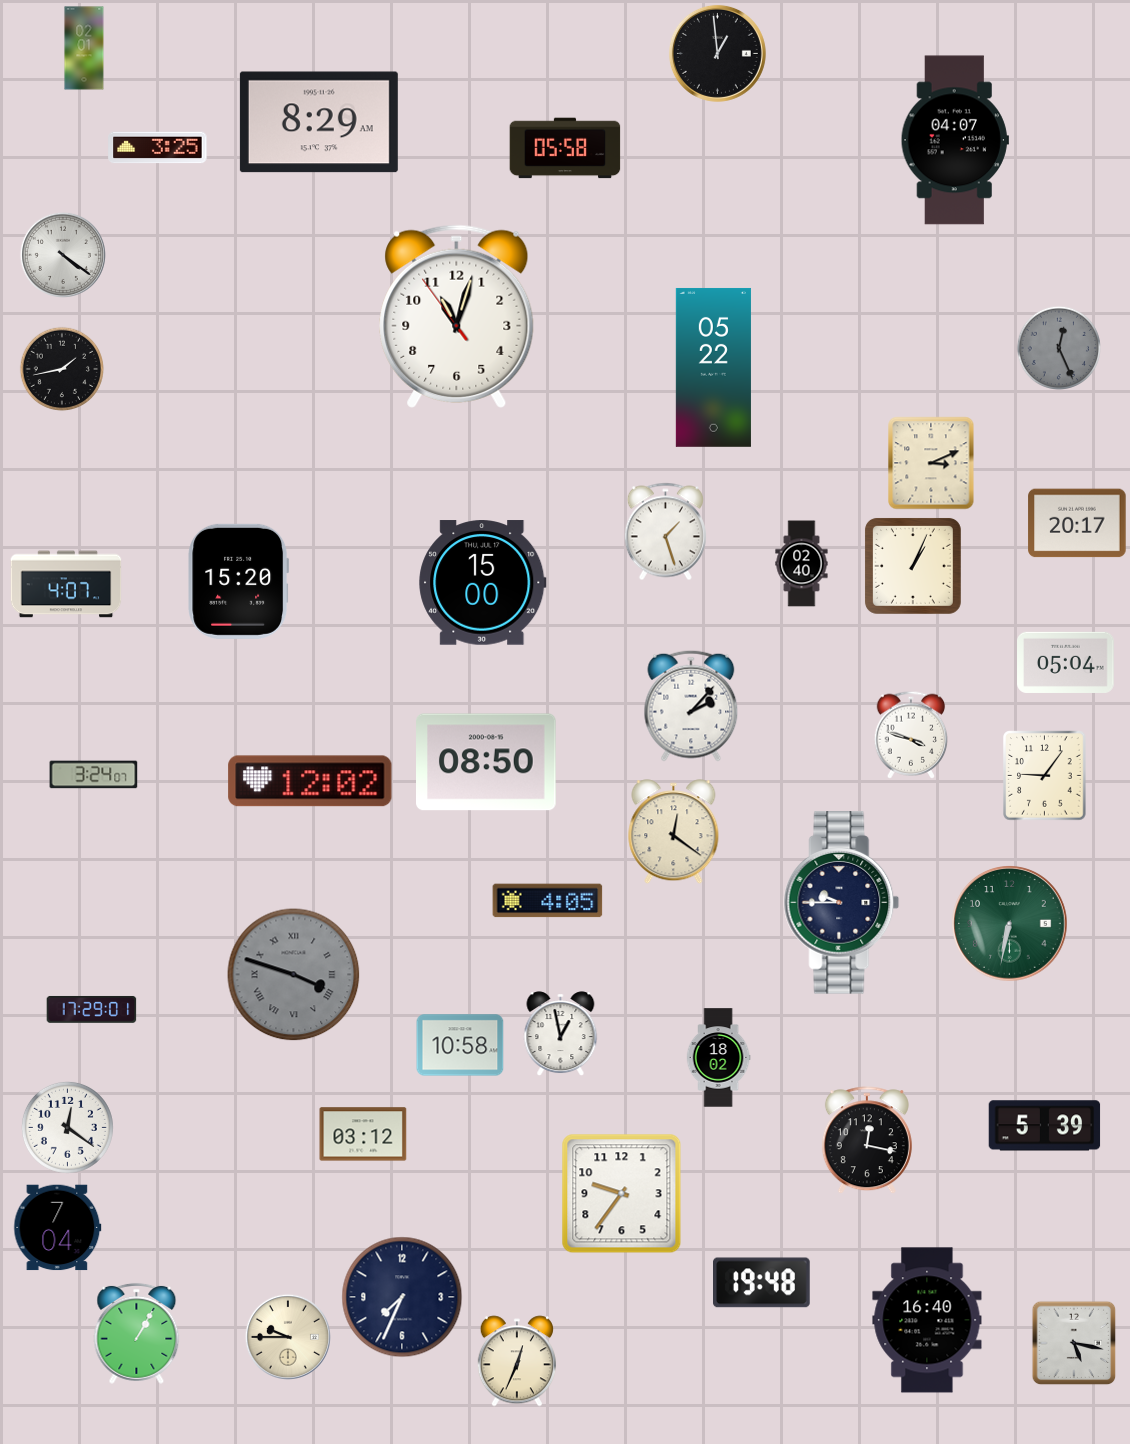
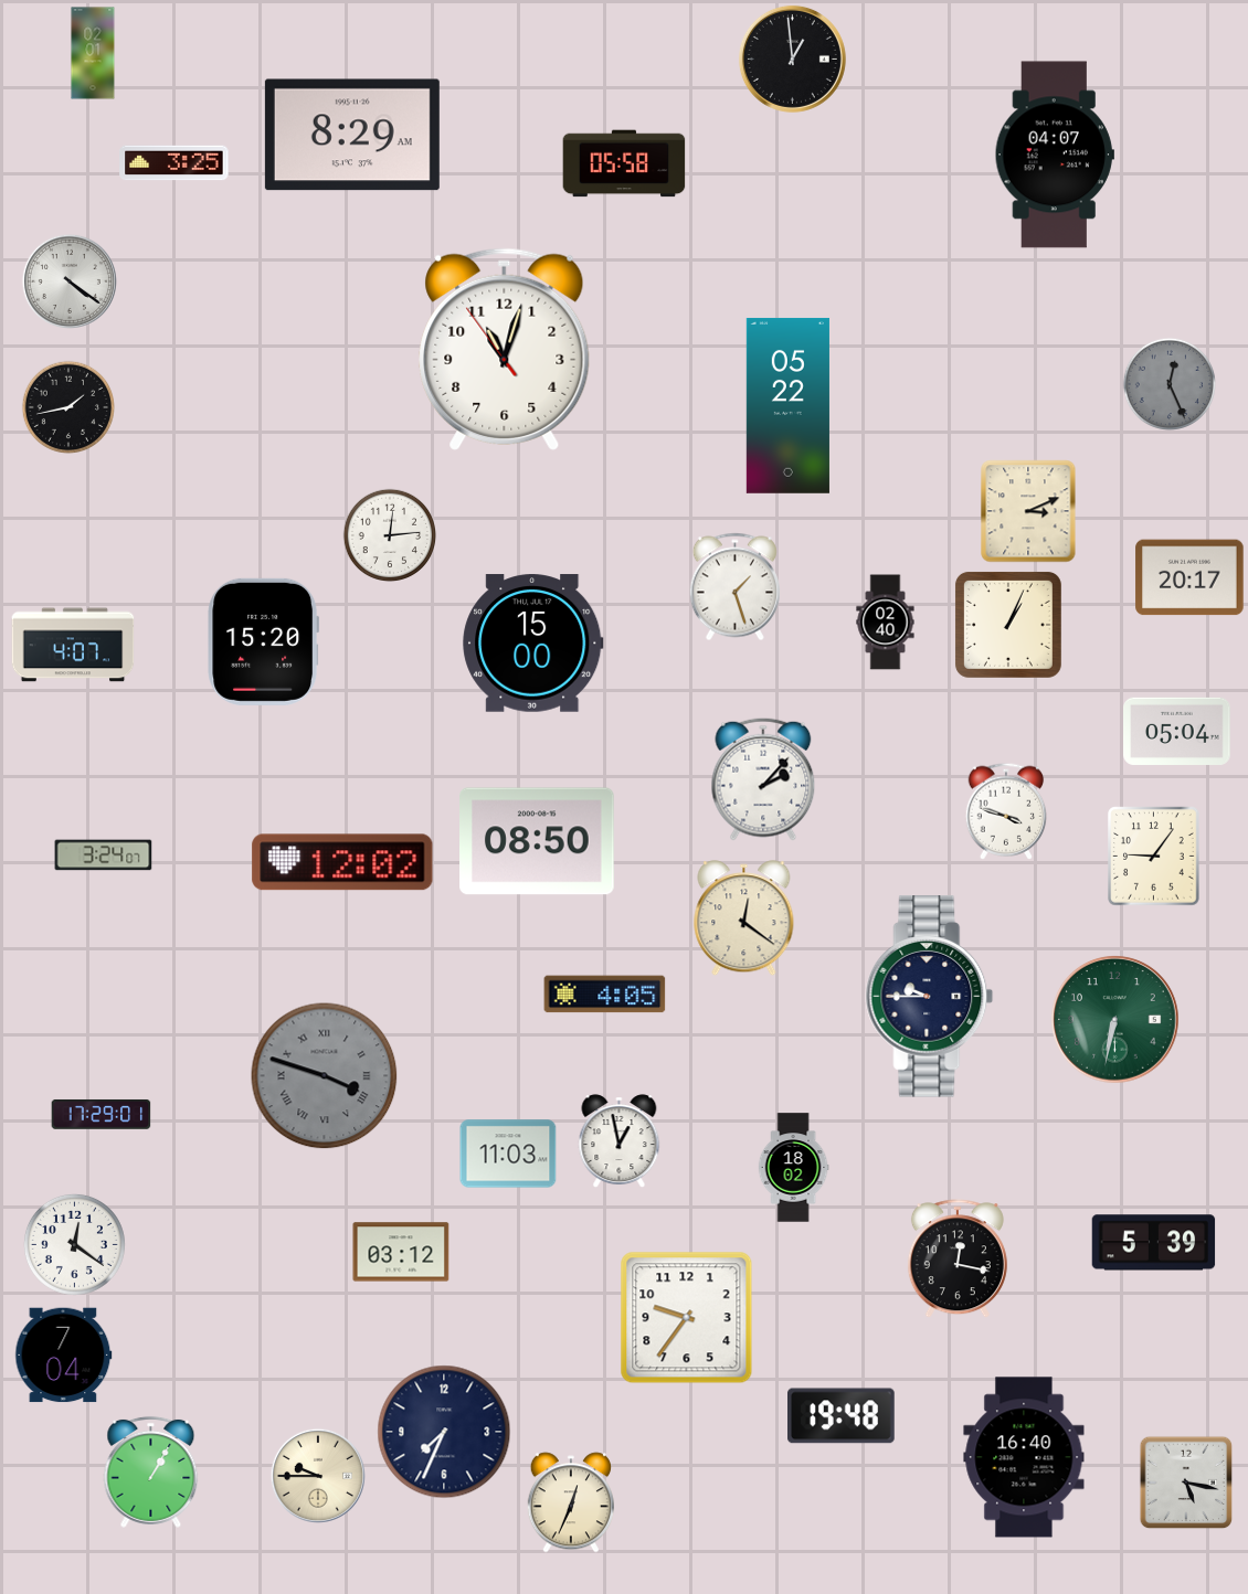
clock at (390, 535): none -> 12:14
clock at (460, 1045): 10:58 -> 11:03
